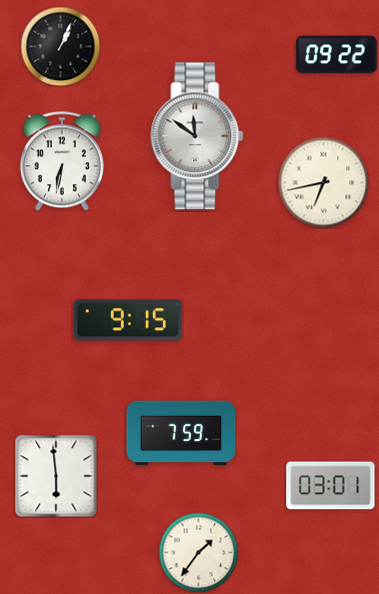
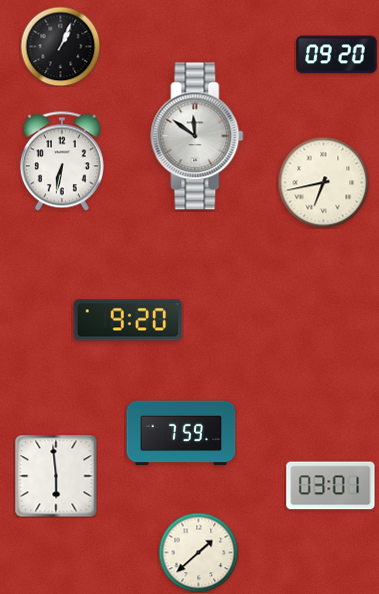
clock at (337, 55): 09:22 -> 09:20
clock at (128, 320): 9:15 -> 9:20
clock at (198, 552): 1:36 -> 1:38
